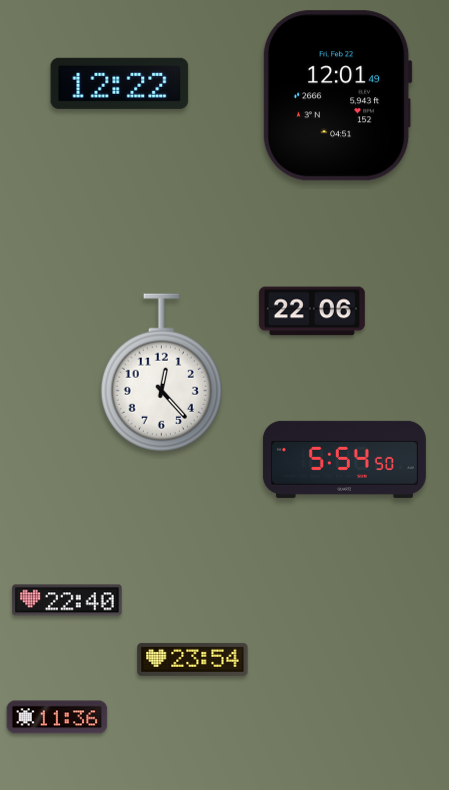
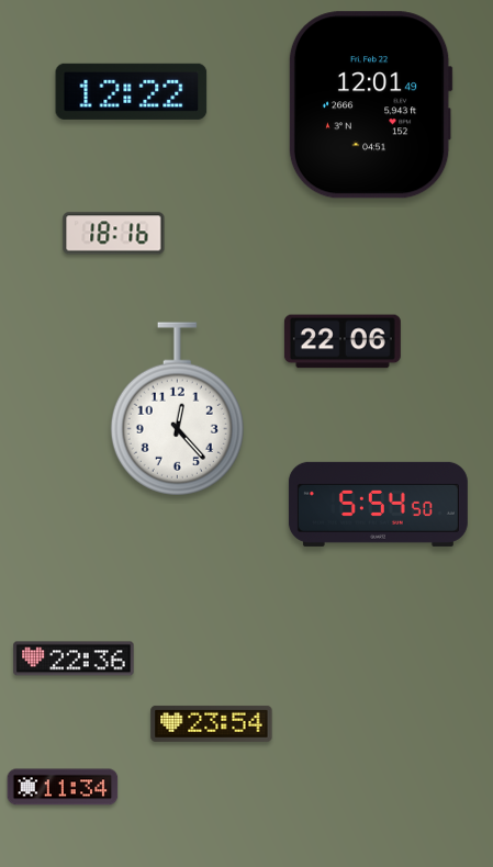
clock at (114, 234): none -> 18:16
clock at (67, 600): 22:40 -> 22:36
clock at (57, 717): 11:36 -> 11:34
